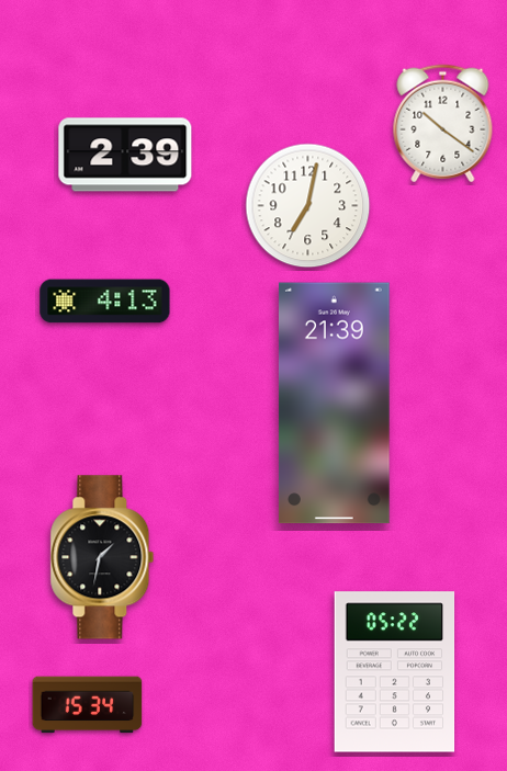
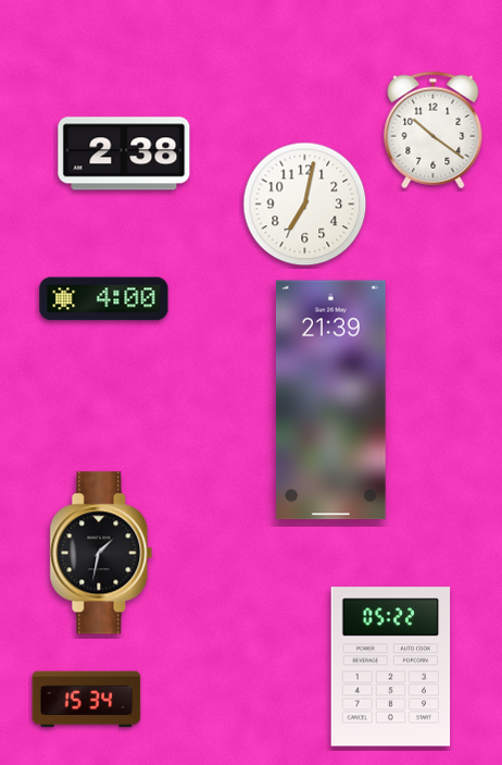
clock at (443, 124) position: (443, 124) -> (434, 131)
clock at (125, 155): 2:39 -> 2:38
clock at (105, 302): 4:13 -> 4:00
